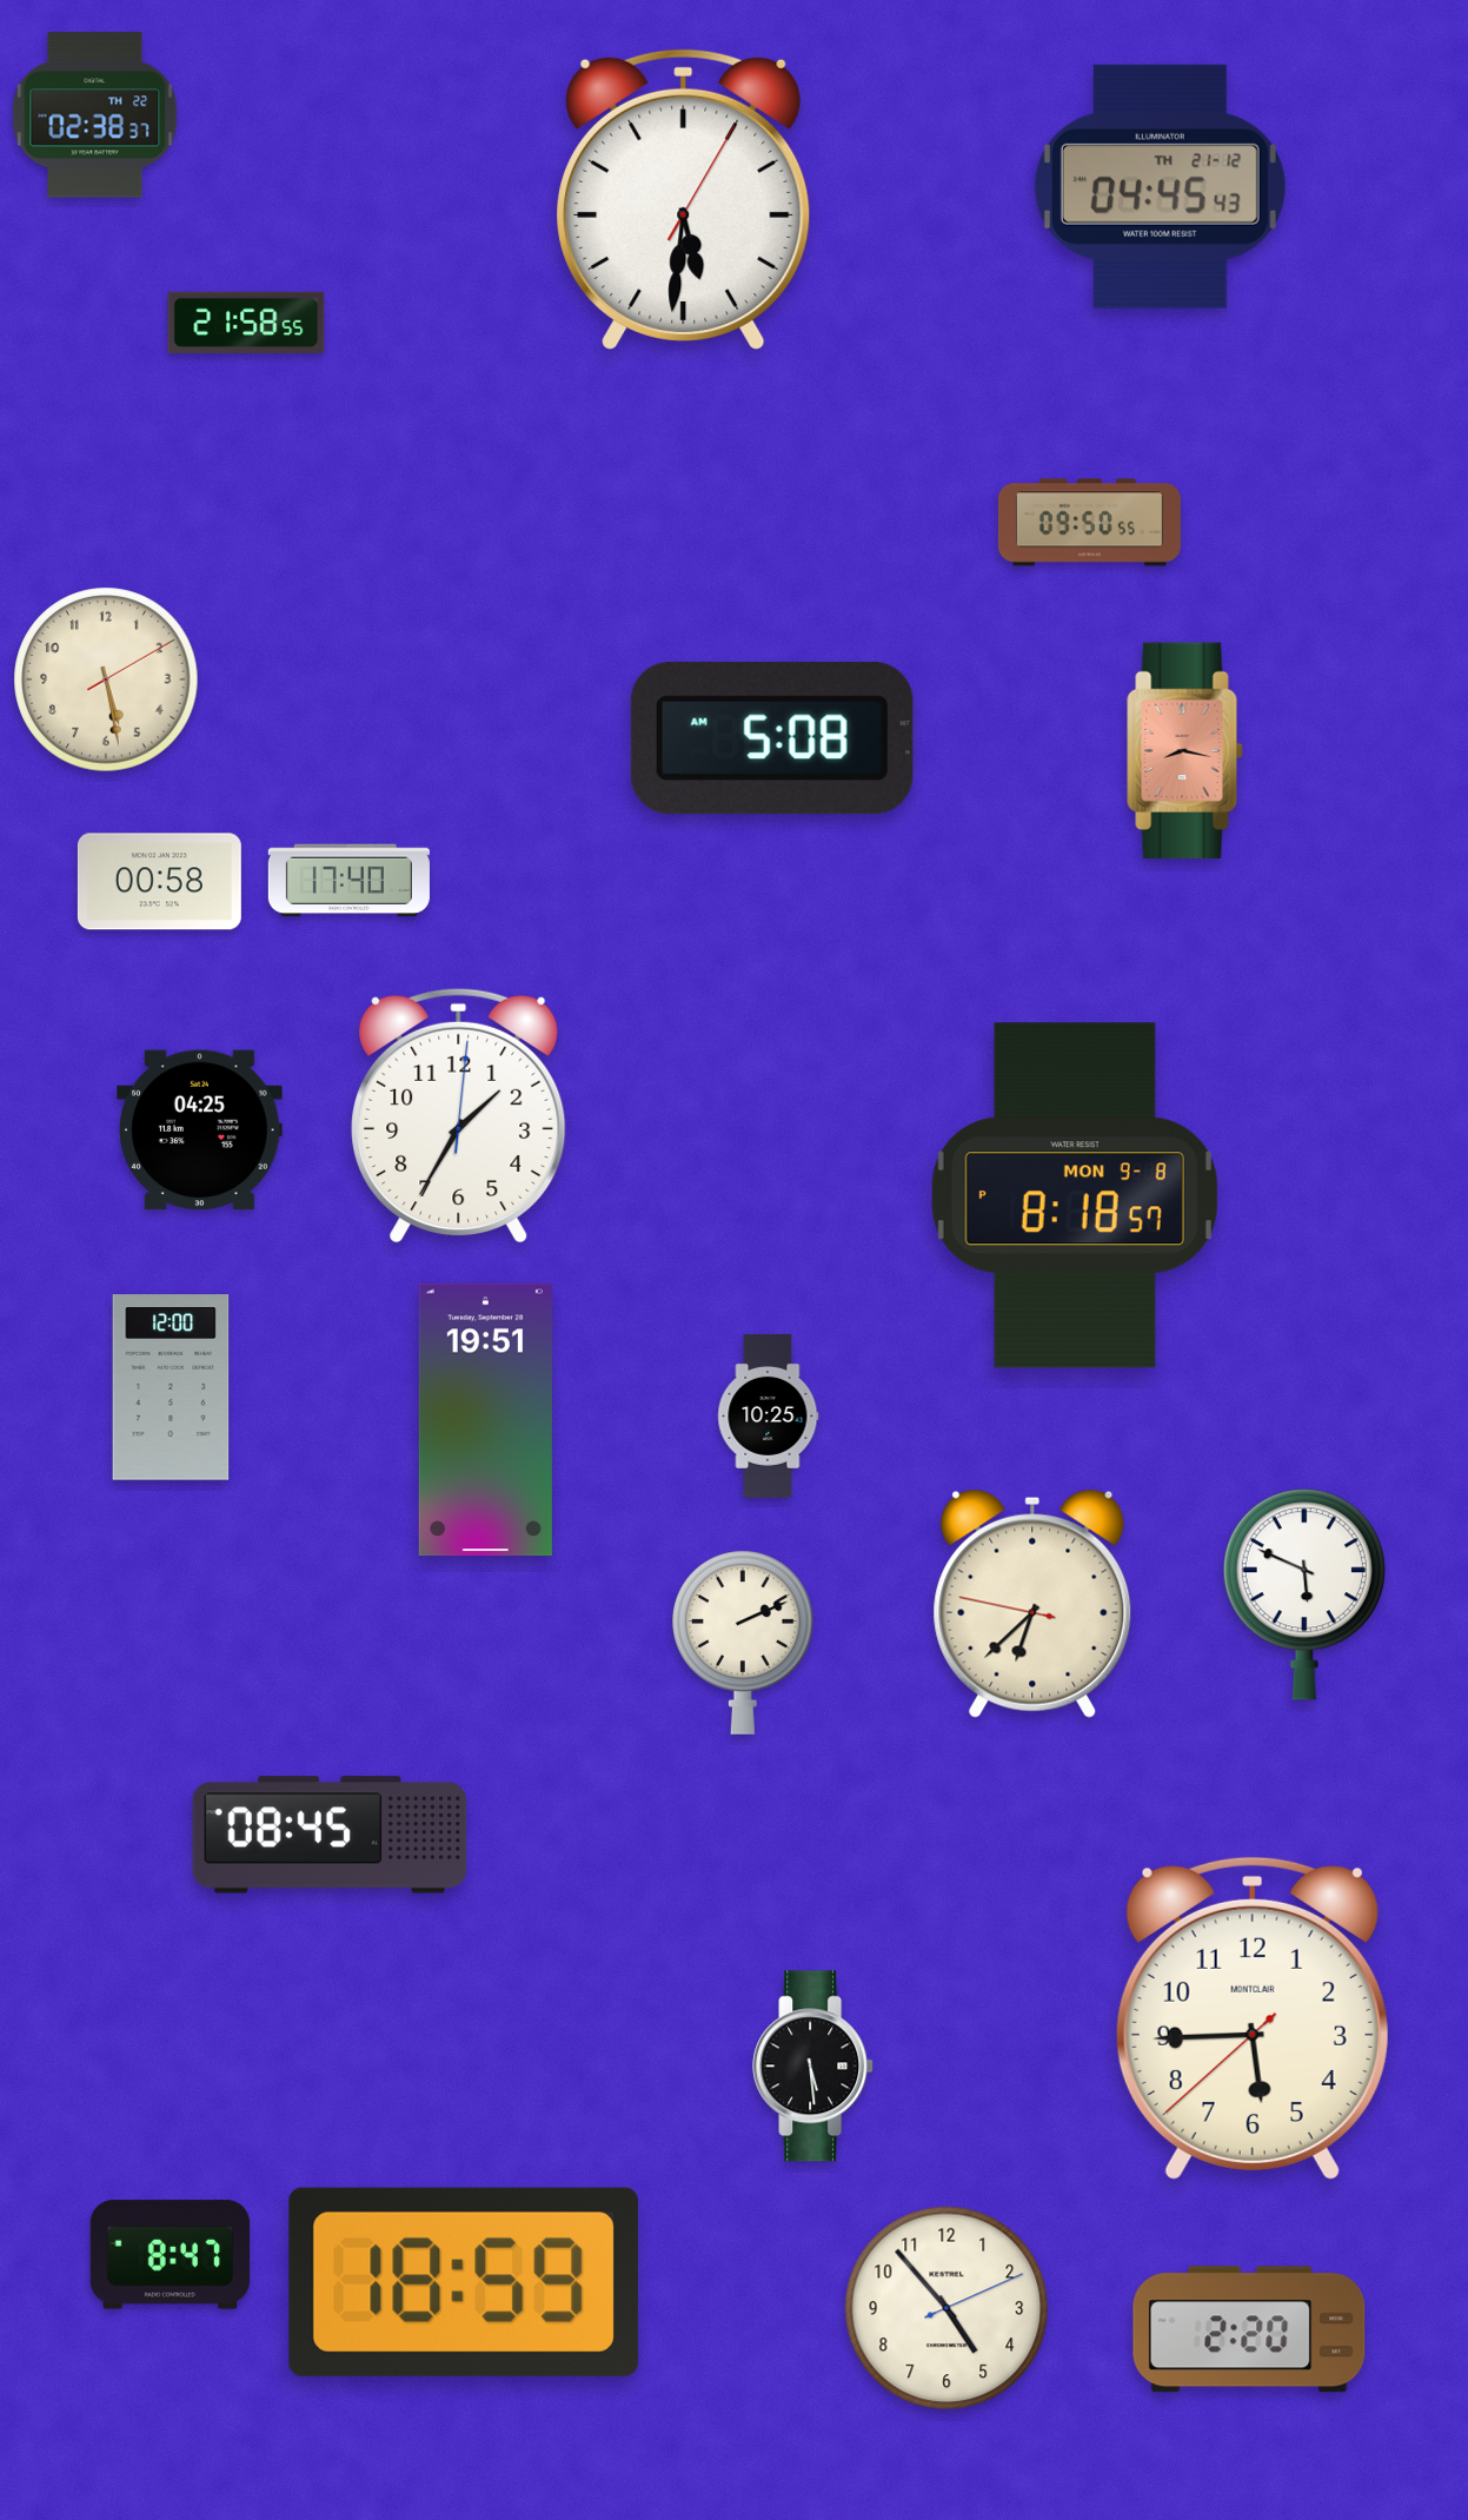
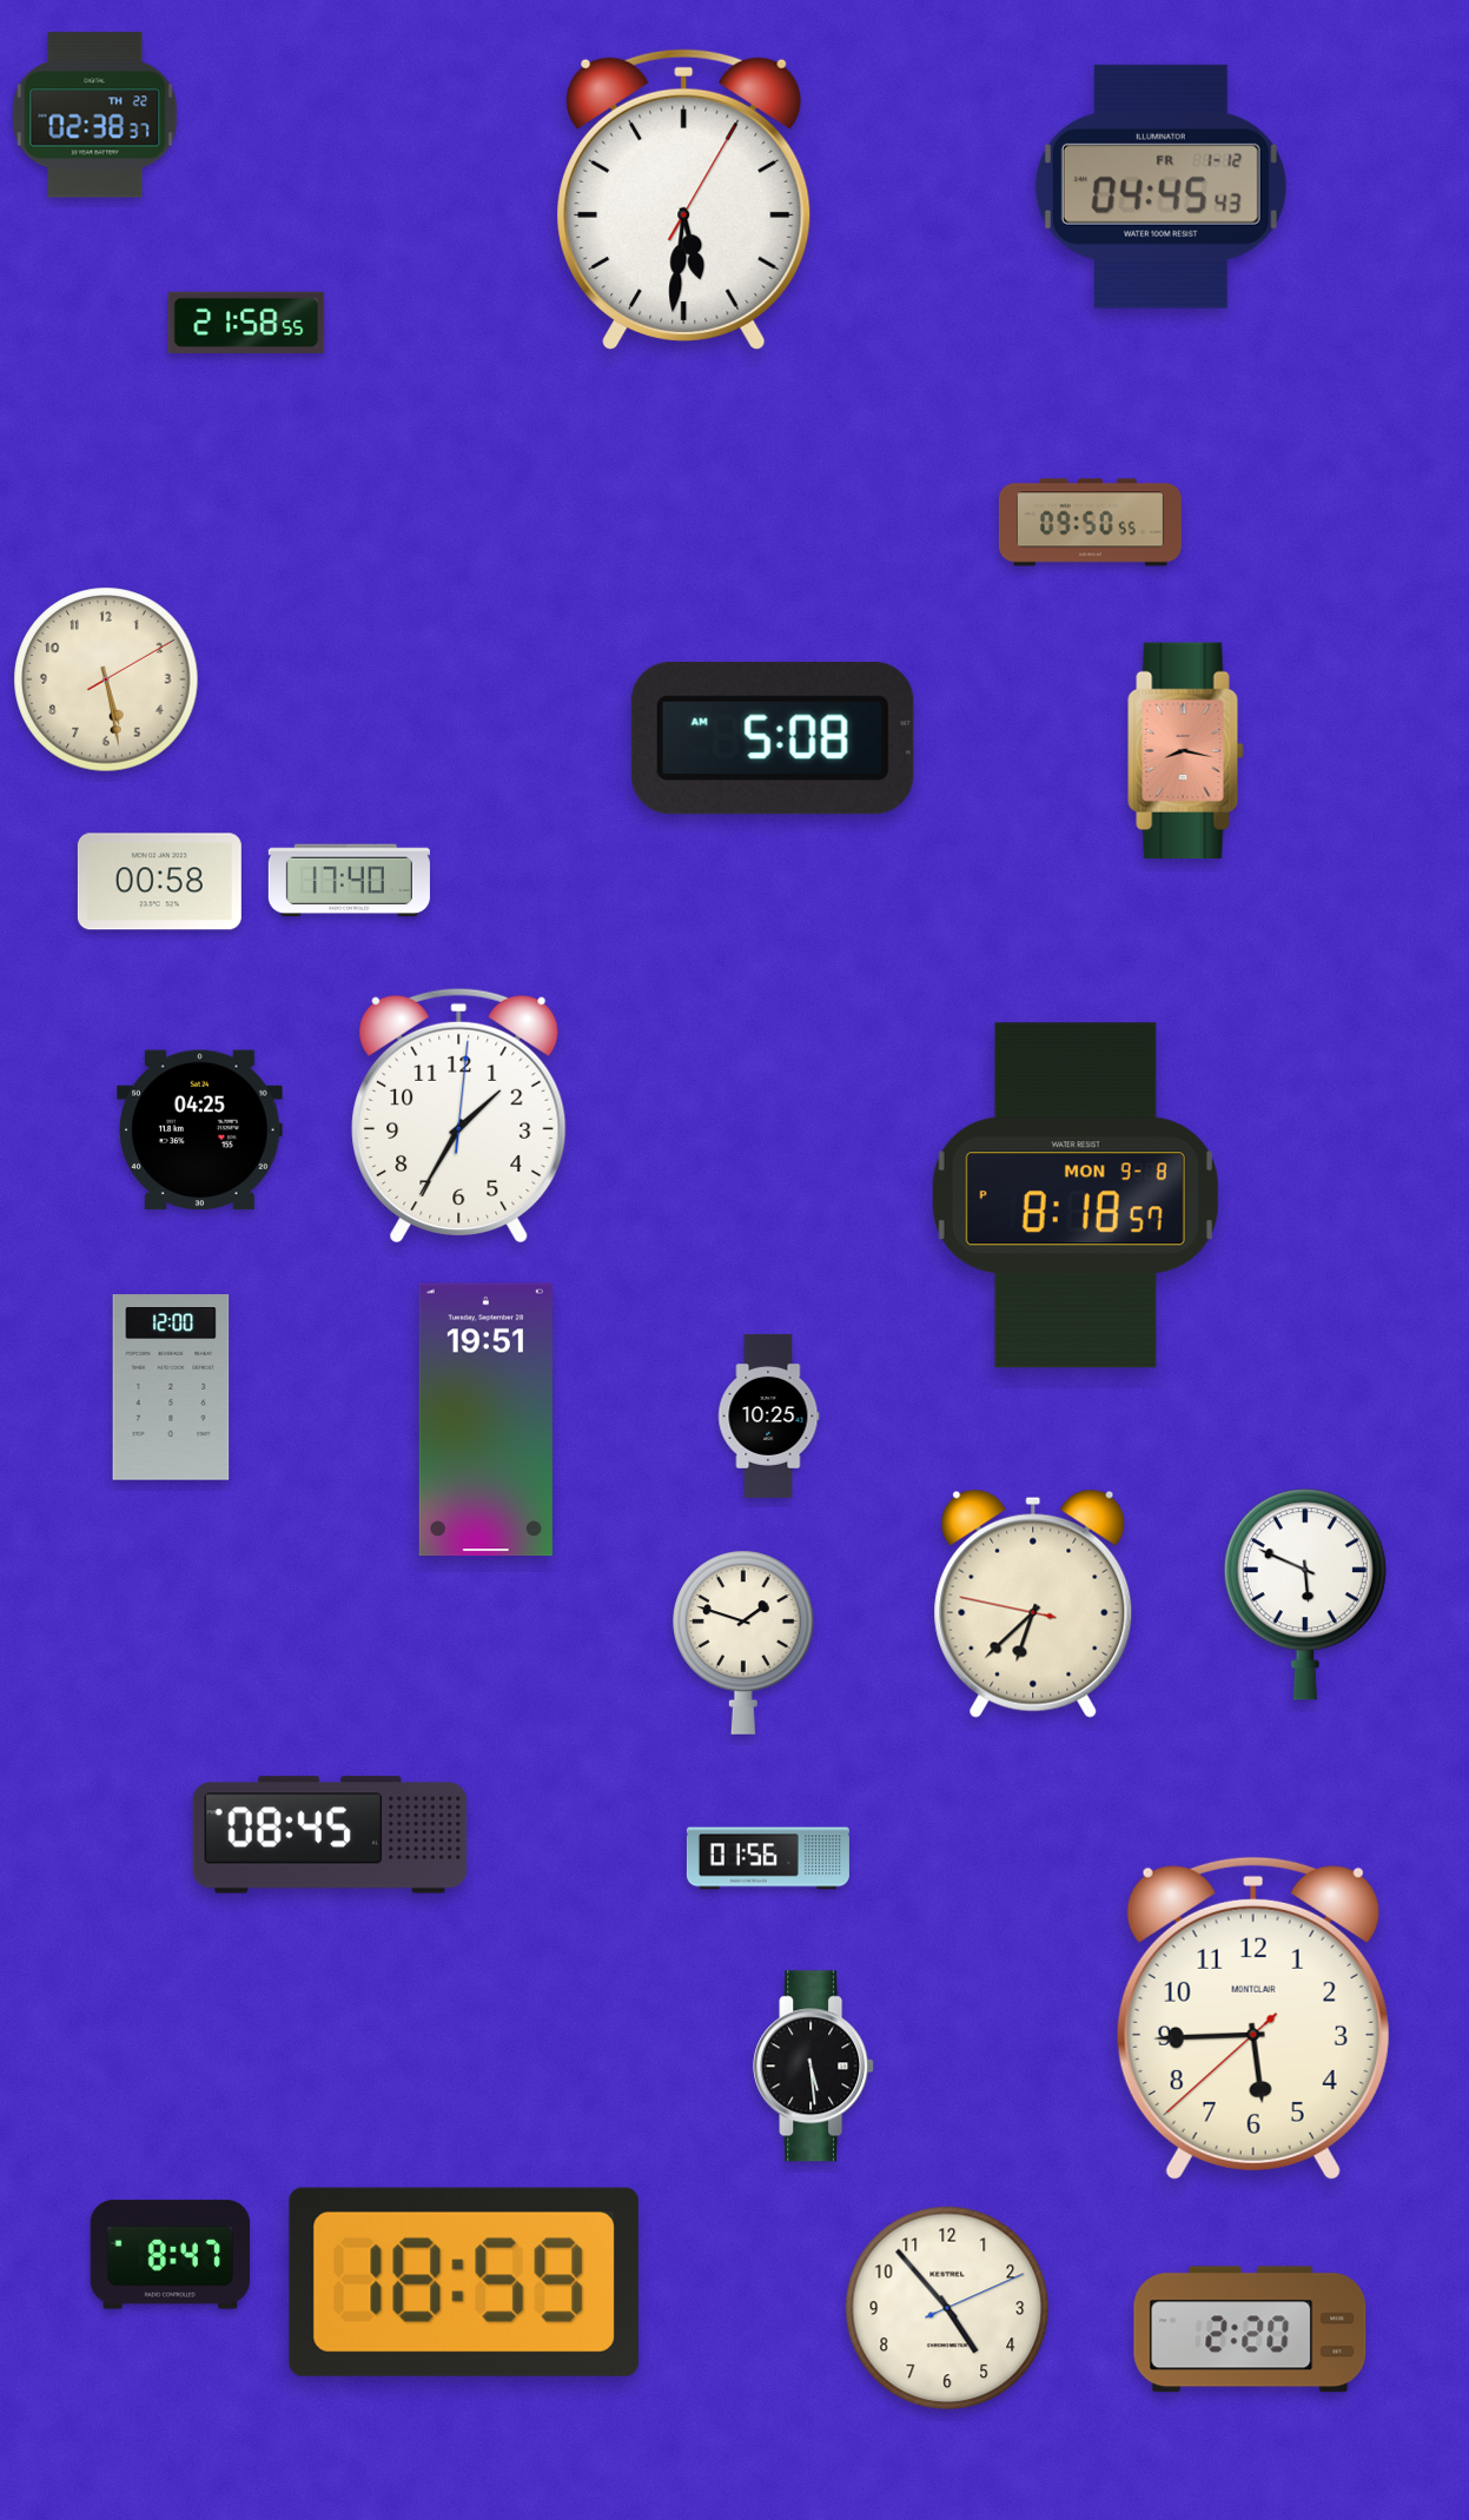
clock at (1160, 186) date: TH 21-12 -> FR 1-12
clock at (744, 1643): 2:11 -> 1:48
clock at (768, 1858): none -> 01:56
